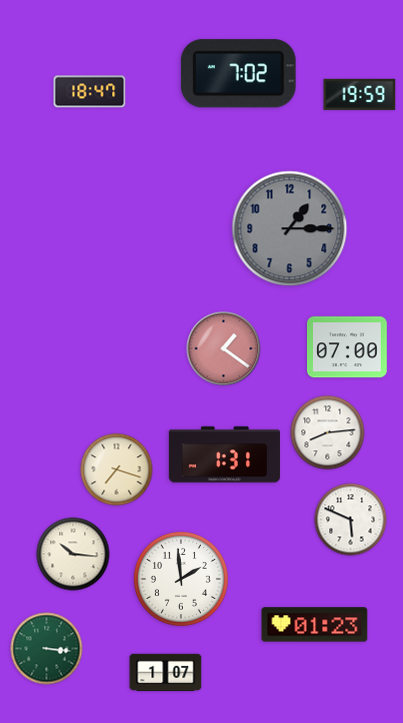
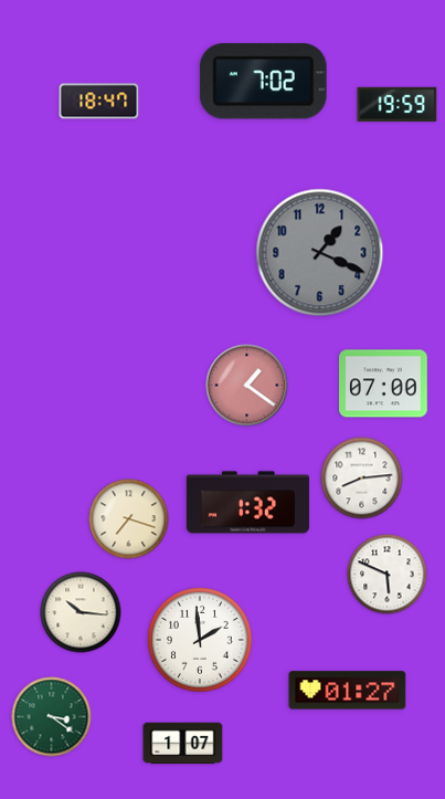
clock at (290, 229): 1:15 -> 1:19
clock at (224, 455): 1:31 -> 1:32
clock at (315, 625): 01:23 -> 01:27
clock at (47, 649): 3:16 -> 3:21
